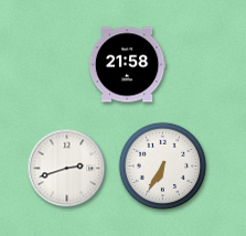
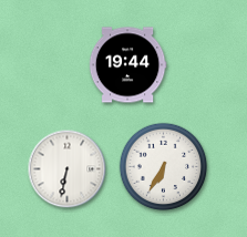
clock at (127, 65): 21:58 -> 19:44
clock at (67, 169): 2:42 -> 6:32
